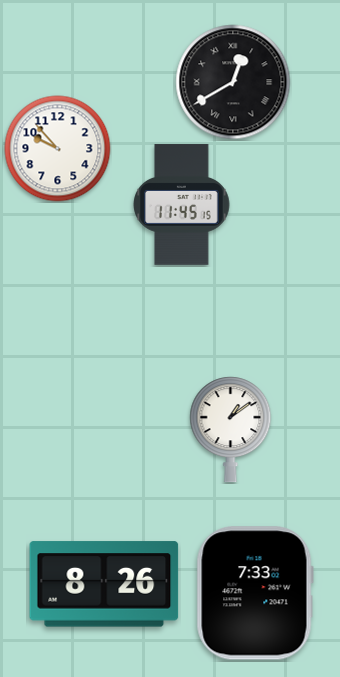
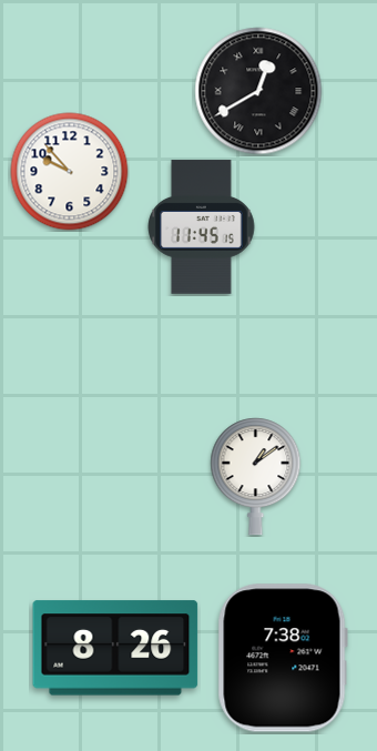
clock at (58, 149) position: (58, 149) -> (70, 172)
clock at (255, 593): 7:33 -> 7:38
